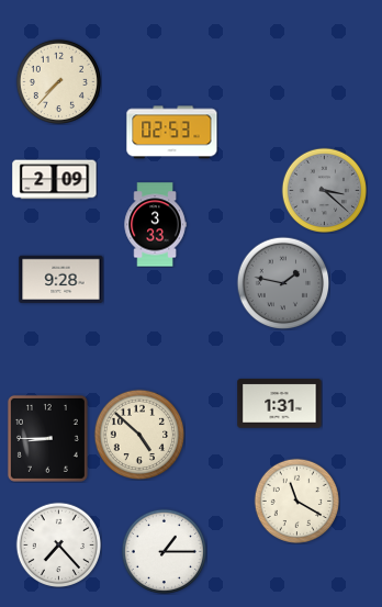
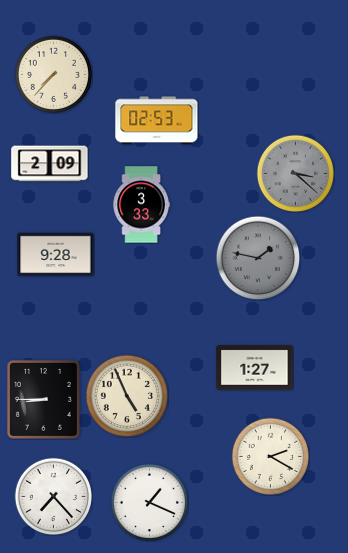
clock at (280, 404): 1:31 -> 1:27
clock at (139, 435): 4:52 -> 4:56
clock at (296, 501): 11:20 -> 2:20
clock at (164, 551): 1:15 -> 1:19
